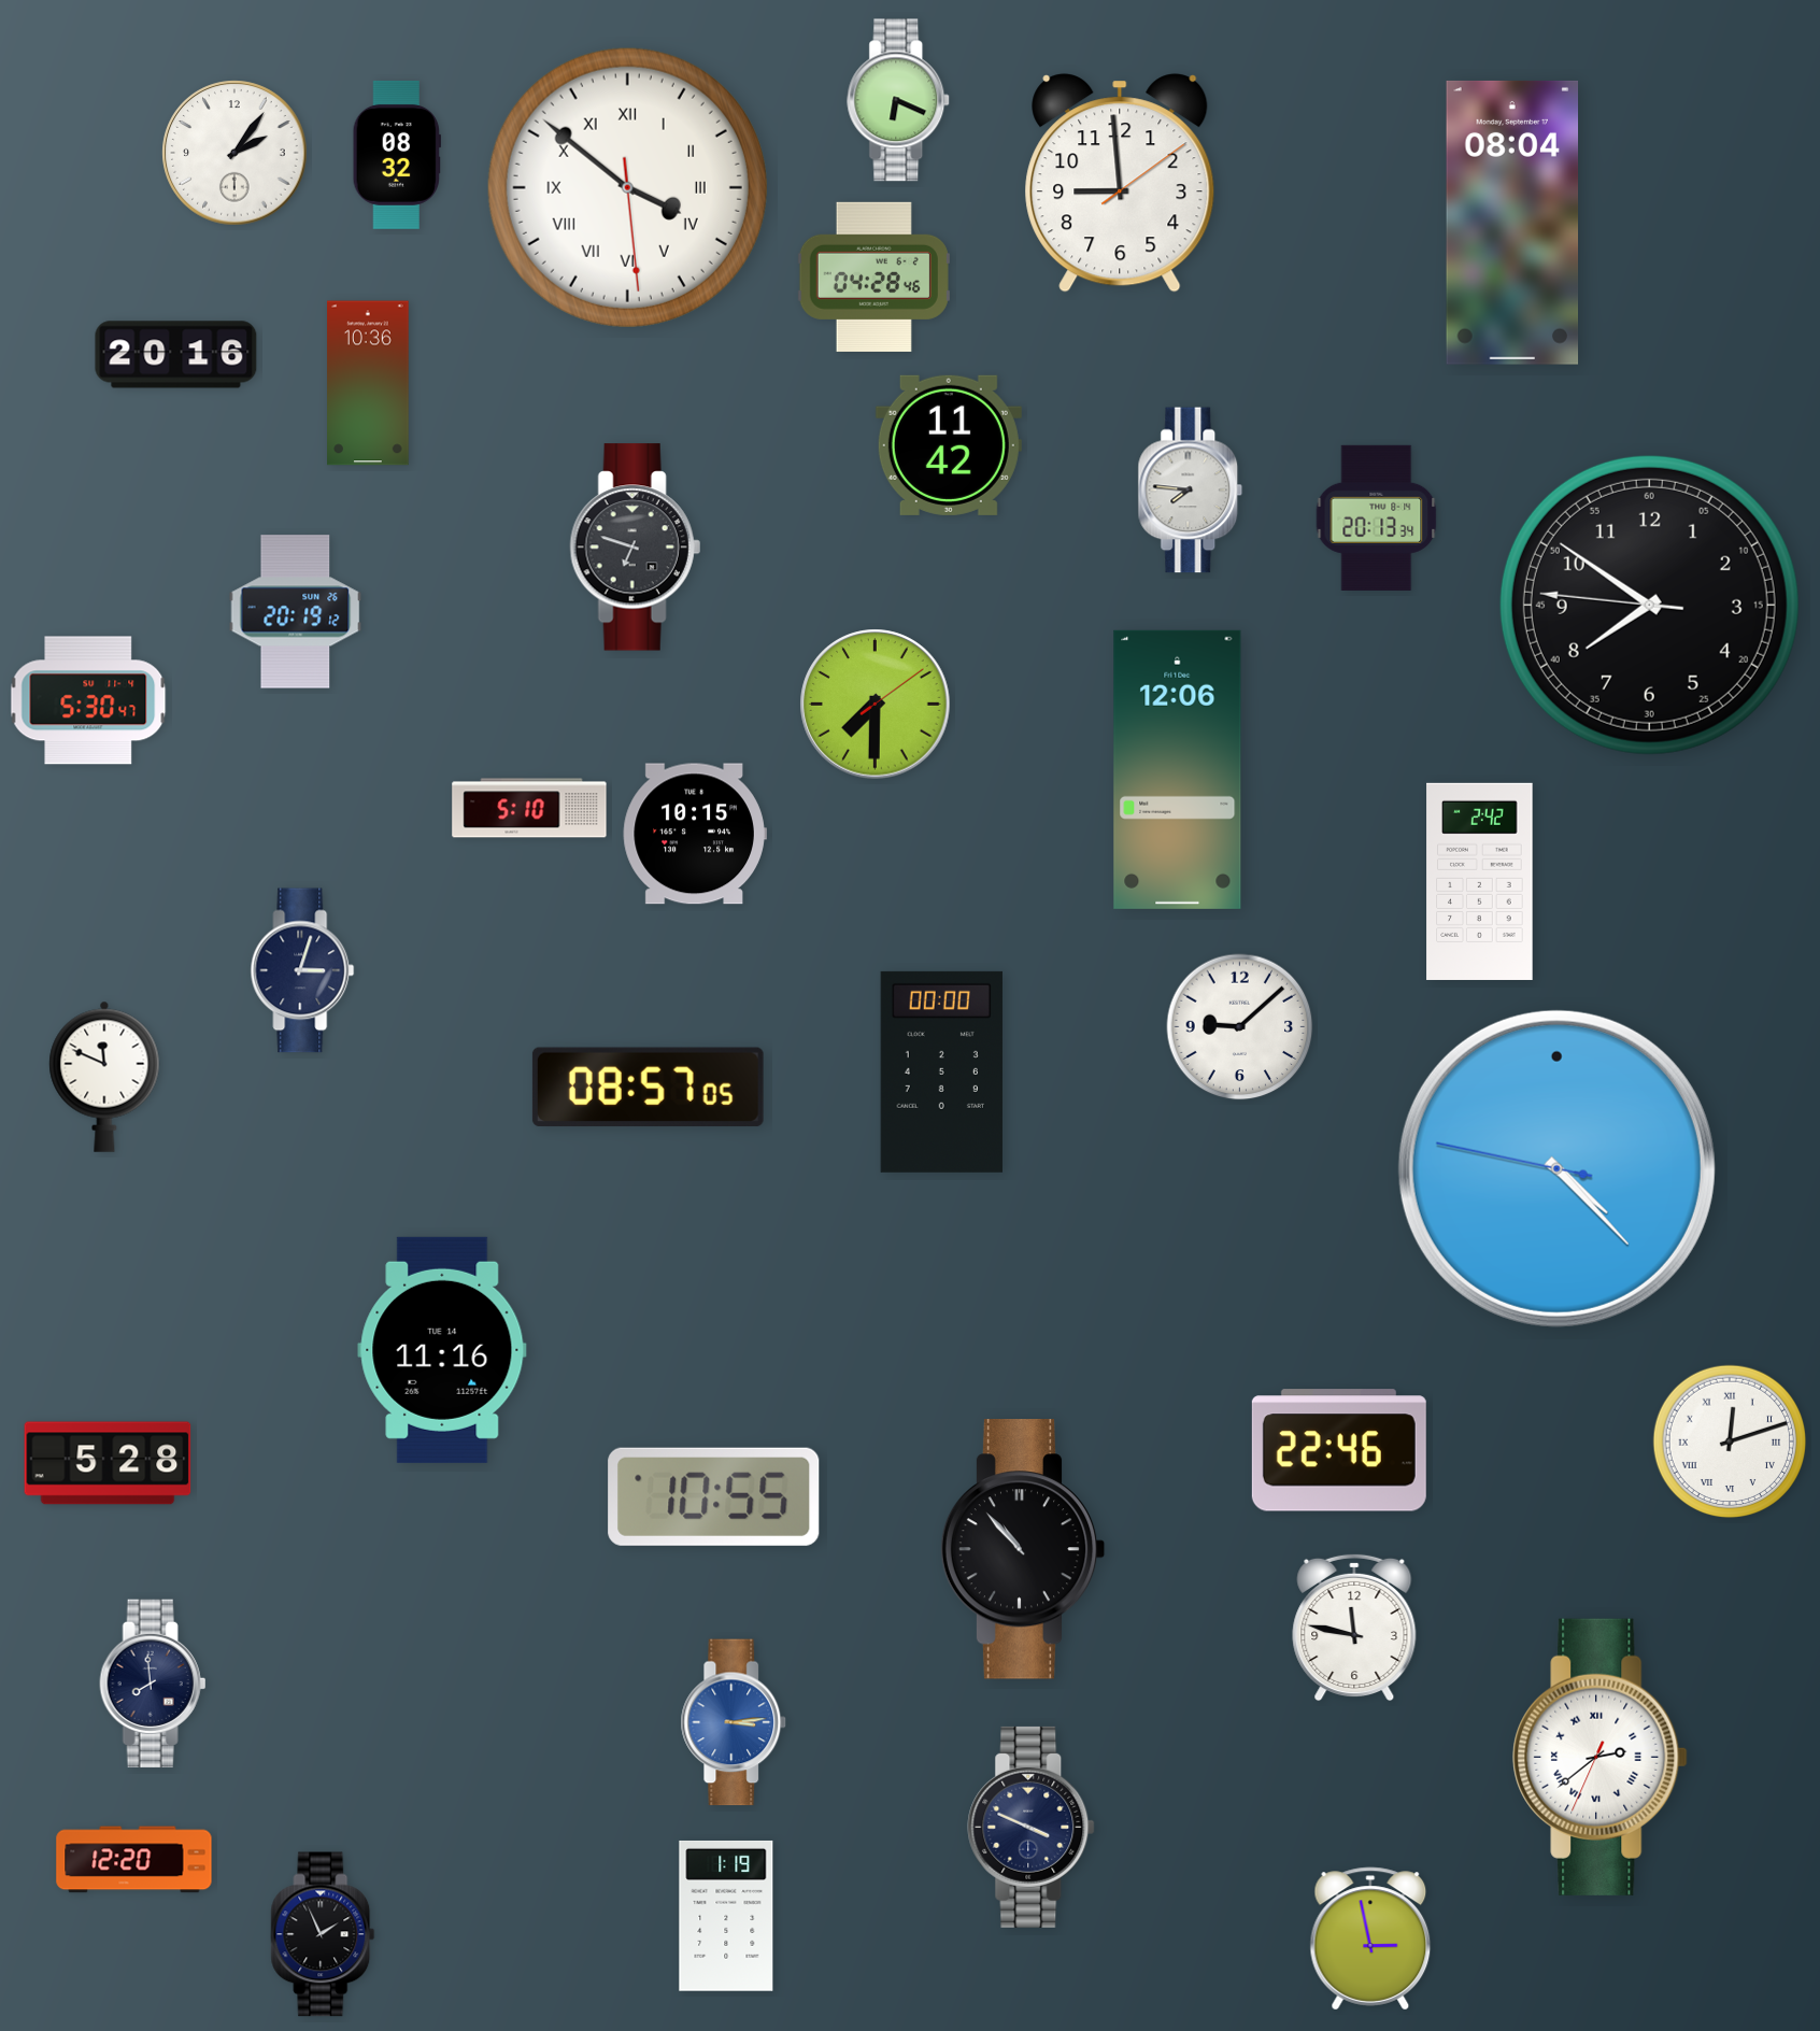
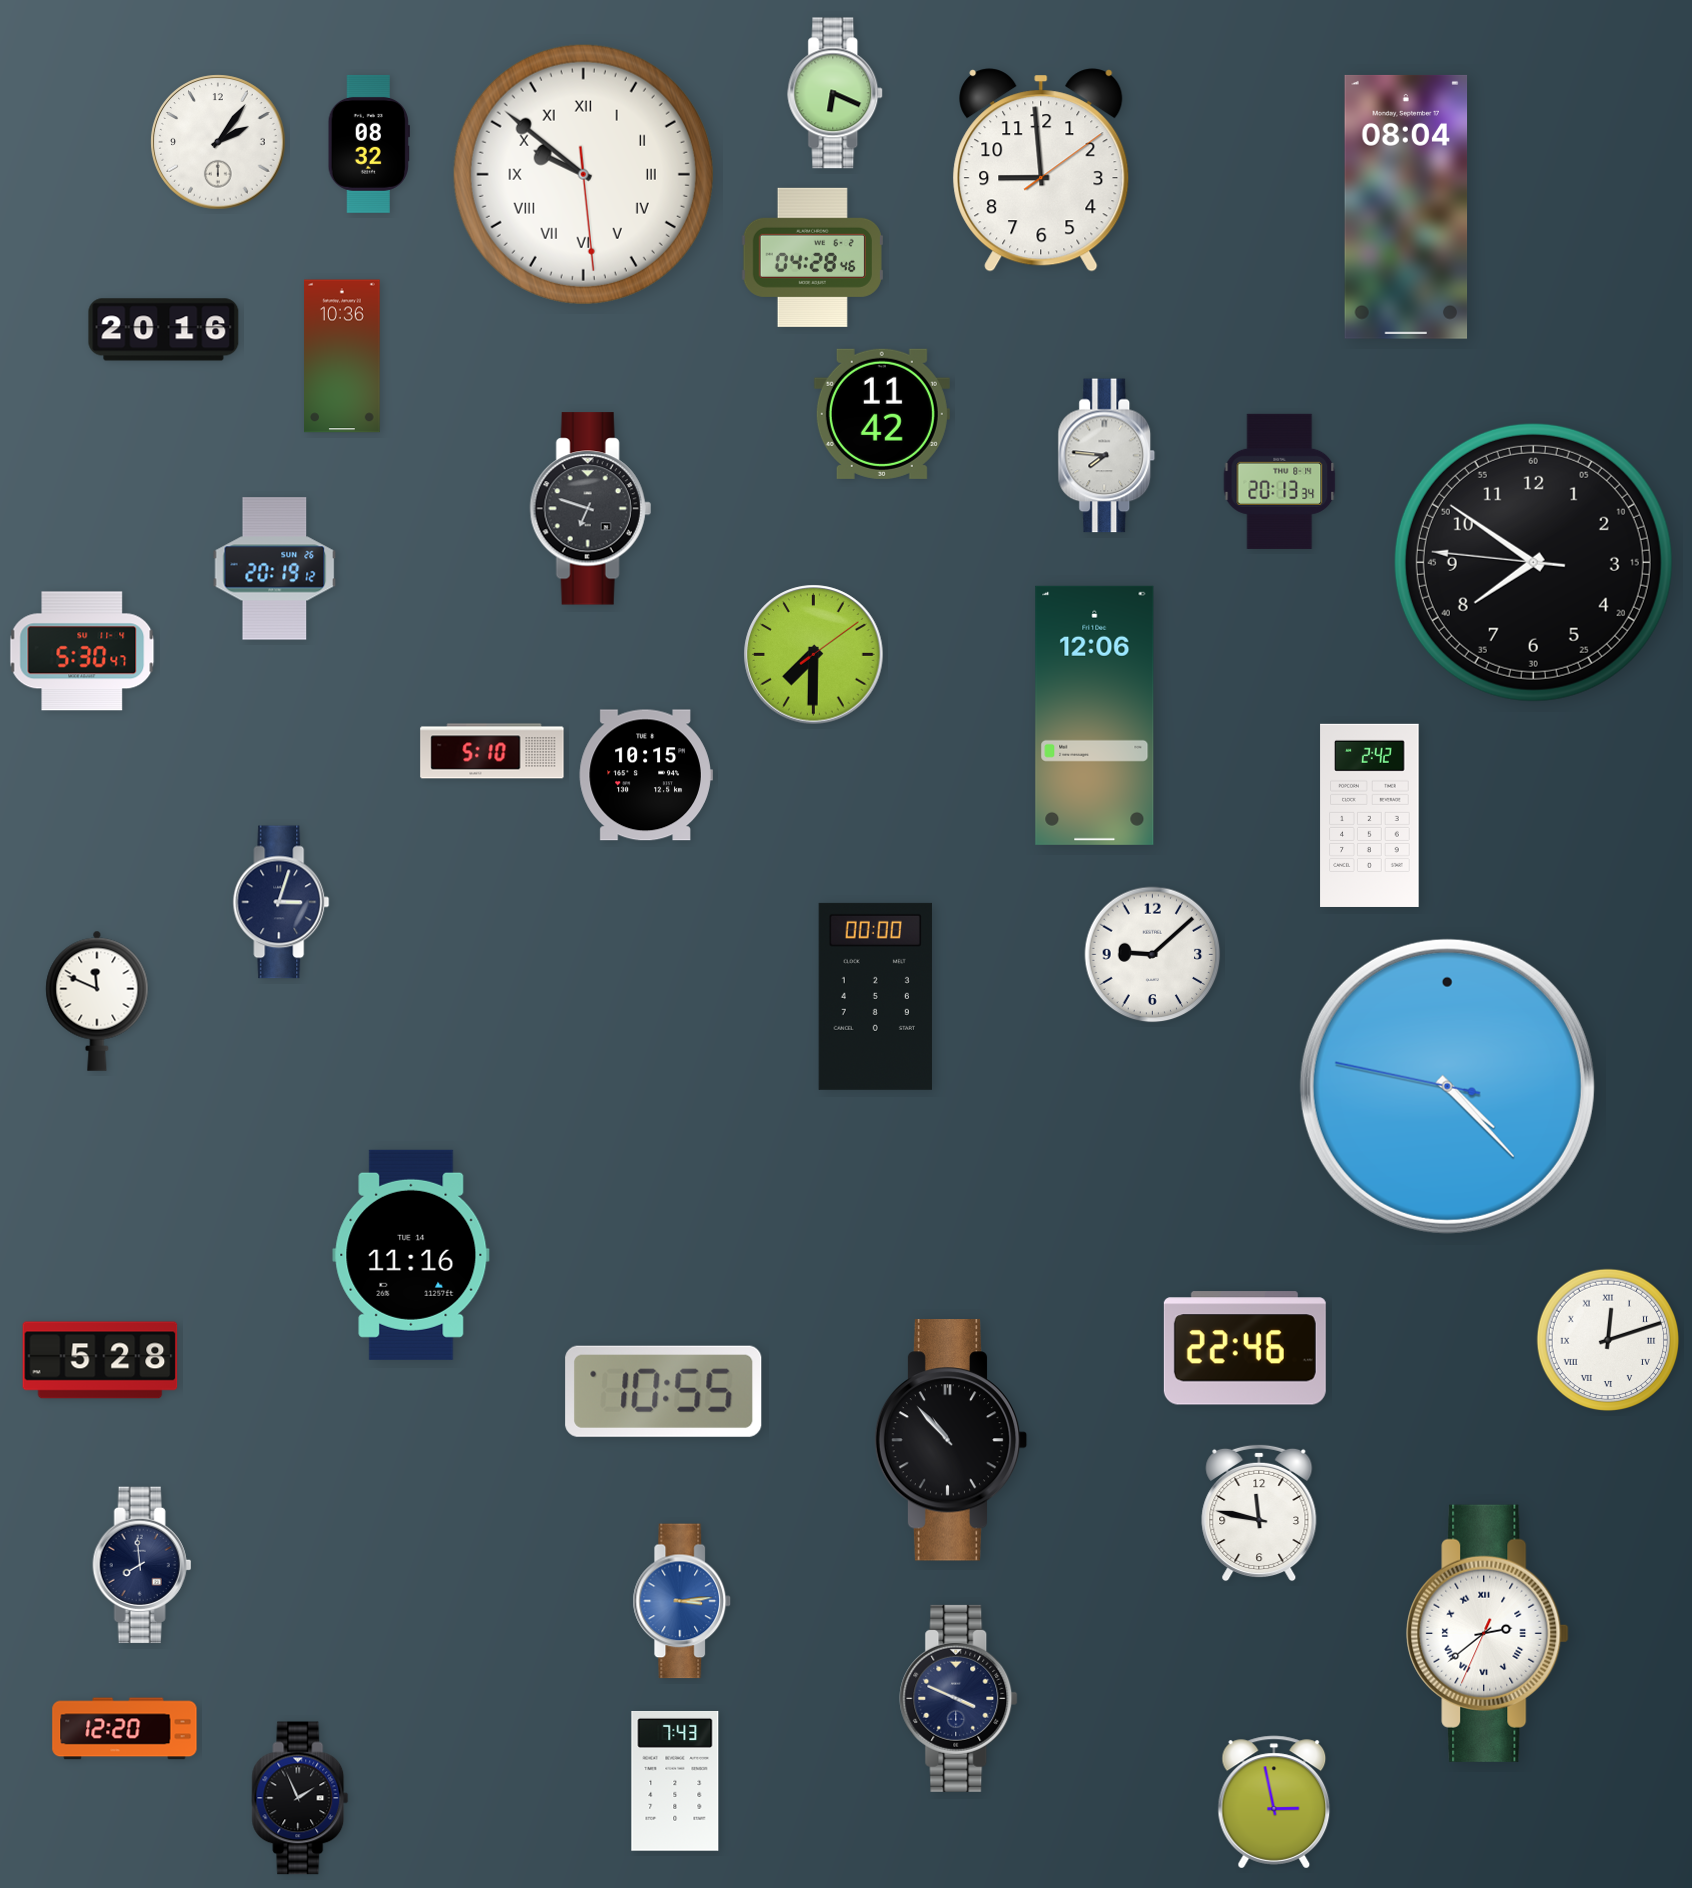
clock at (627, 187): 3:51 -> 9:51
clock at (1480, 881) position: (1480, 881) -> (1370, 815)
clock at (648, 1086): 08:57 -> none
clock at (726, 1916): 1:19 -> 7:43
